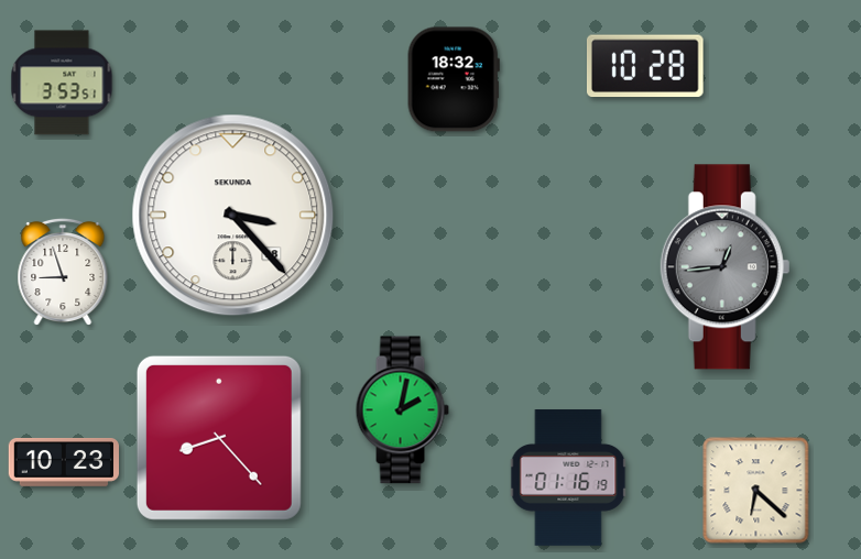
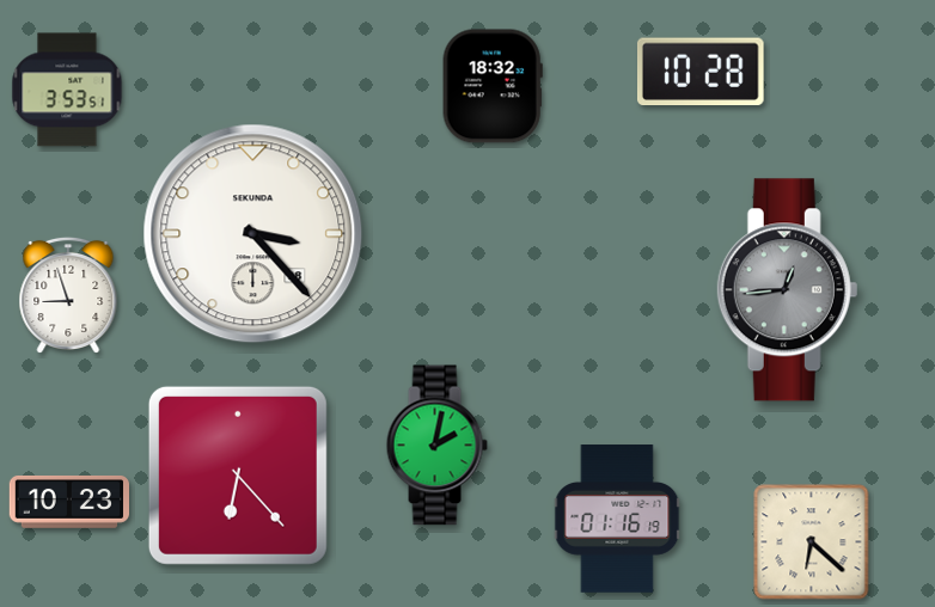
clock at (219, 438): 8:23 -> 6:23
clock at (756, 491) position: (756, 491) -> (812, 542)
